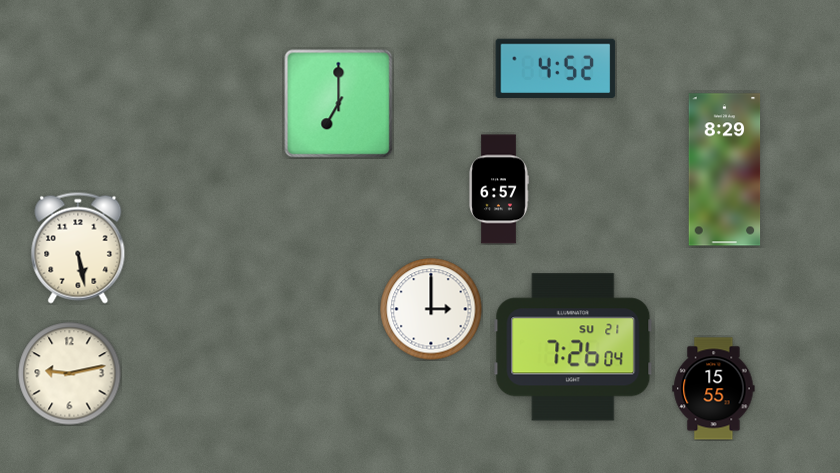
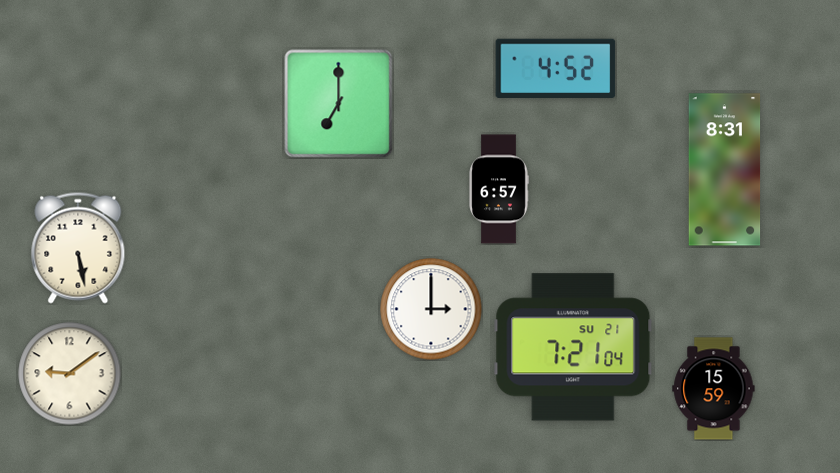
clock at (725, 170): 8:29 -> 8:31
clock at (573, 347): 7:26 -> 7:21
clock at (70, 374): 9:13 -> 9:09
clock at (714, 389): 15:55 -> 15:59
